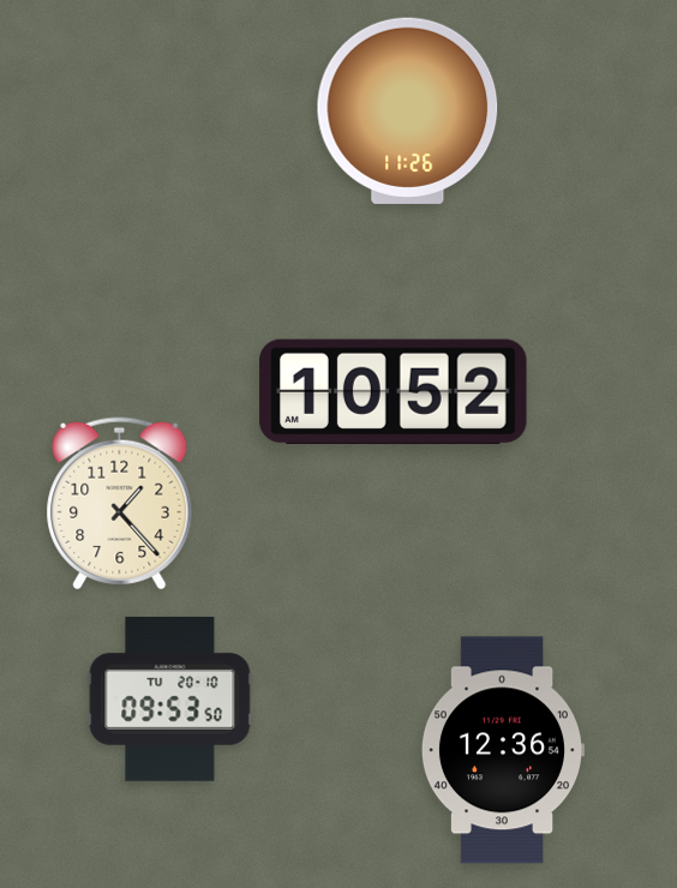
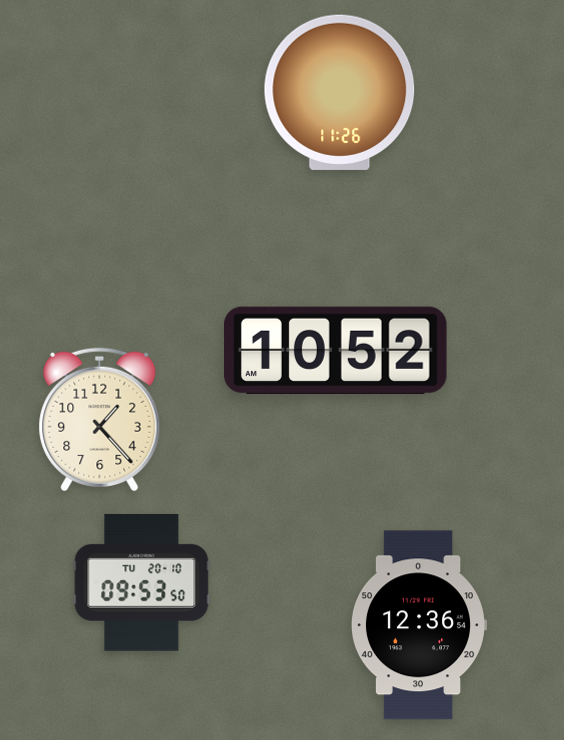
clock at (394, 391) position: (394, 391) -> (336, 350)
